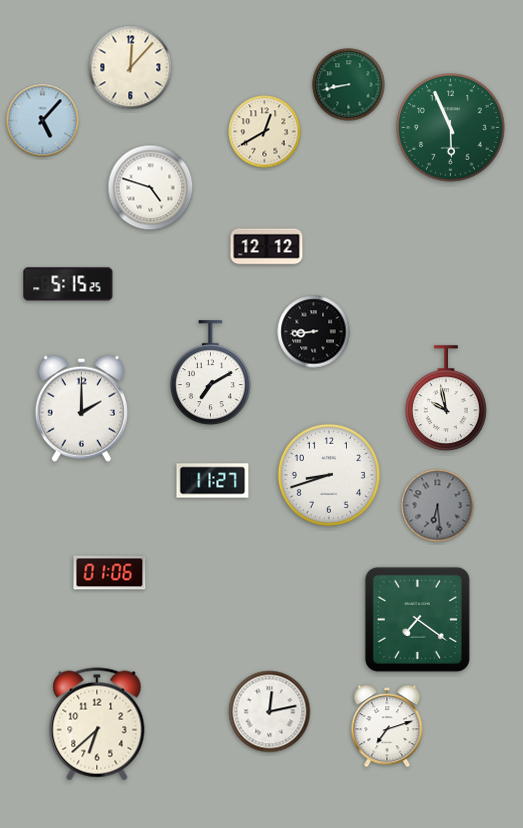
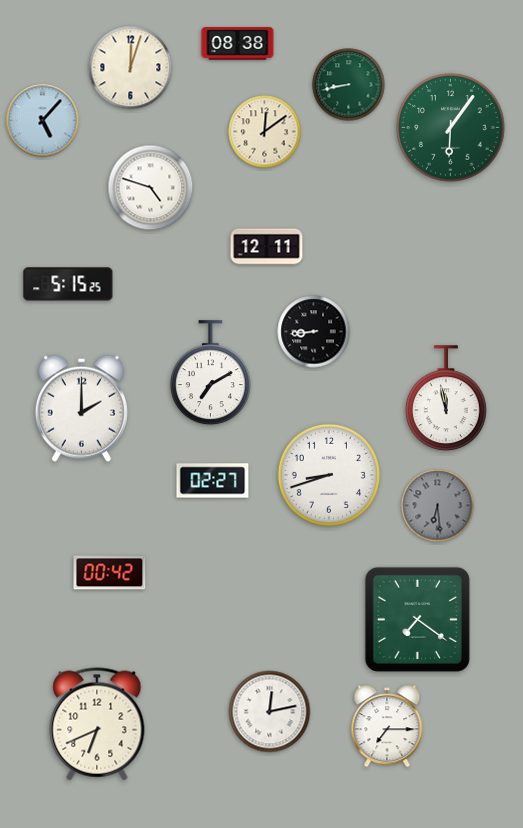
clock at (238, 44): none -> 08:38
clock at (131, 68): 12:07 -> 12:03
clock at (451, 128): 5:56 -> 6:06
clock at (265, 132): 12:40 -> 12:09
clock at (267, 247): 12:12 -> 12:11
clock at (446, 399): 9:58 -> 11:58
clock at (213, 481): 11:27 -> 02:27
clock at (110, 573): 01:06 -> 00:42
clock at (97, 724): 6:38 -> 6:41
clock at (387, 726): 7:12 -> 7:15
